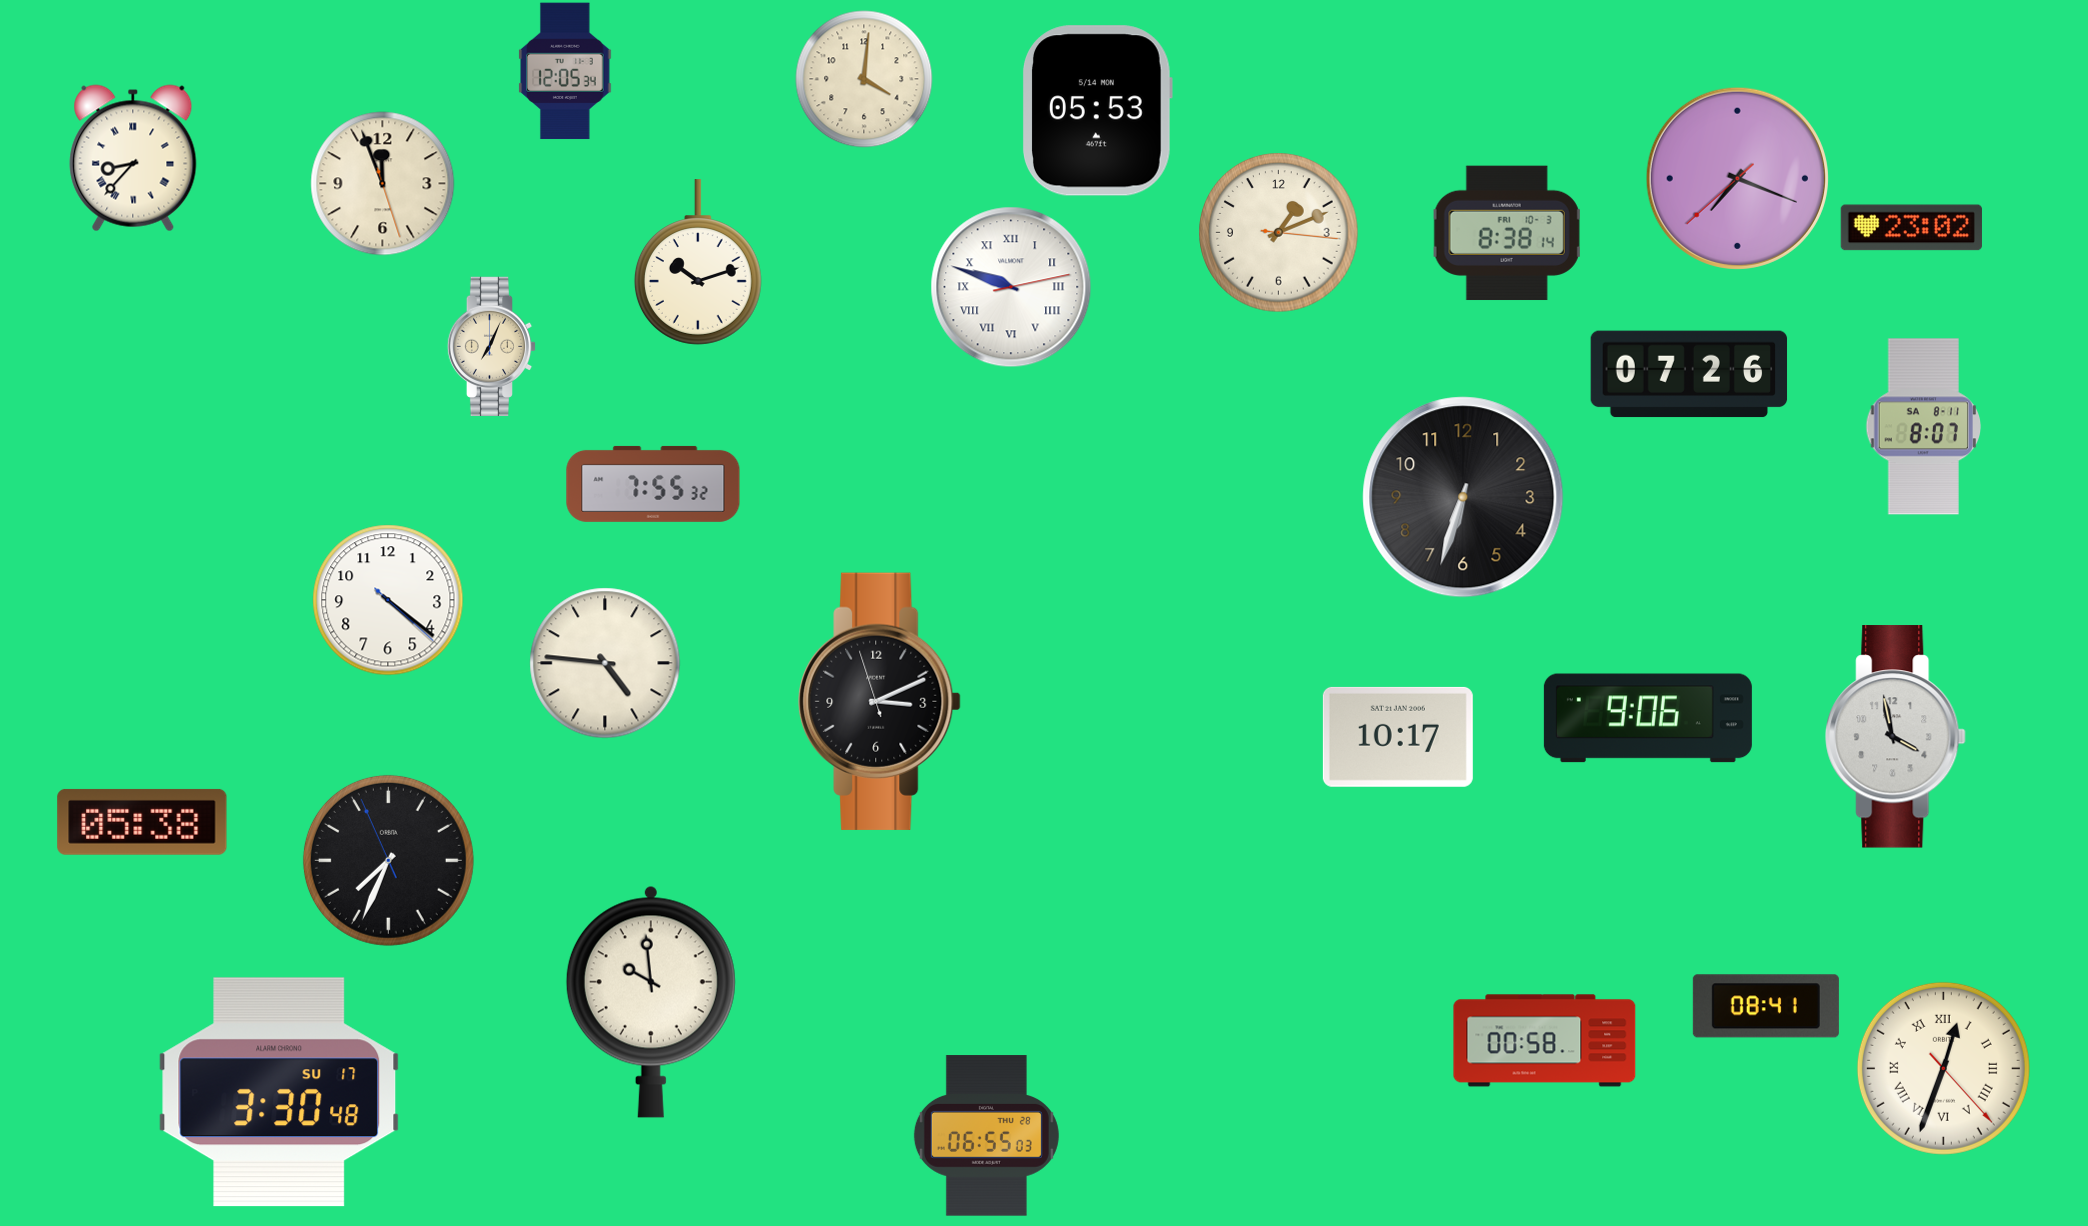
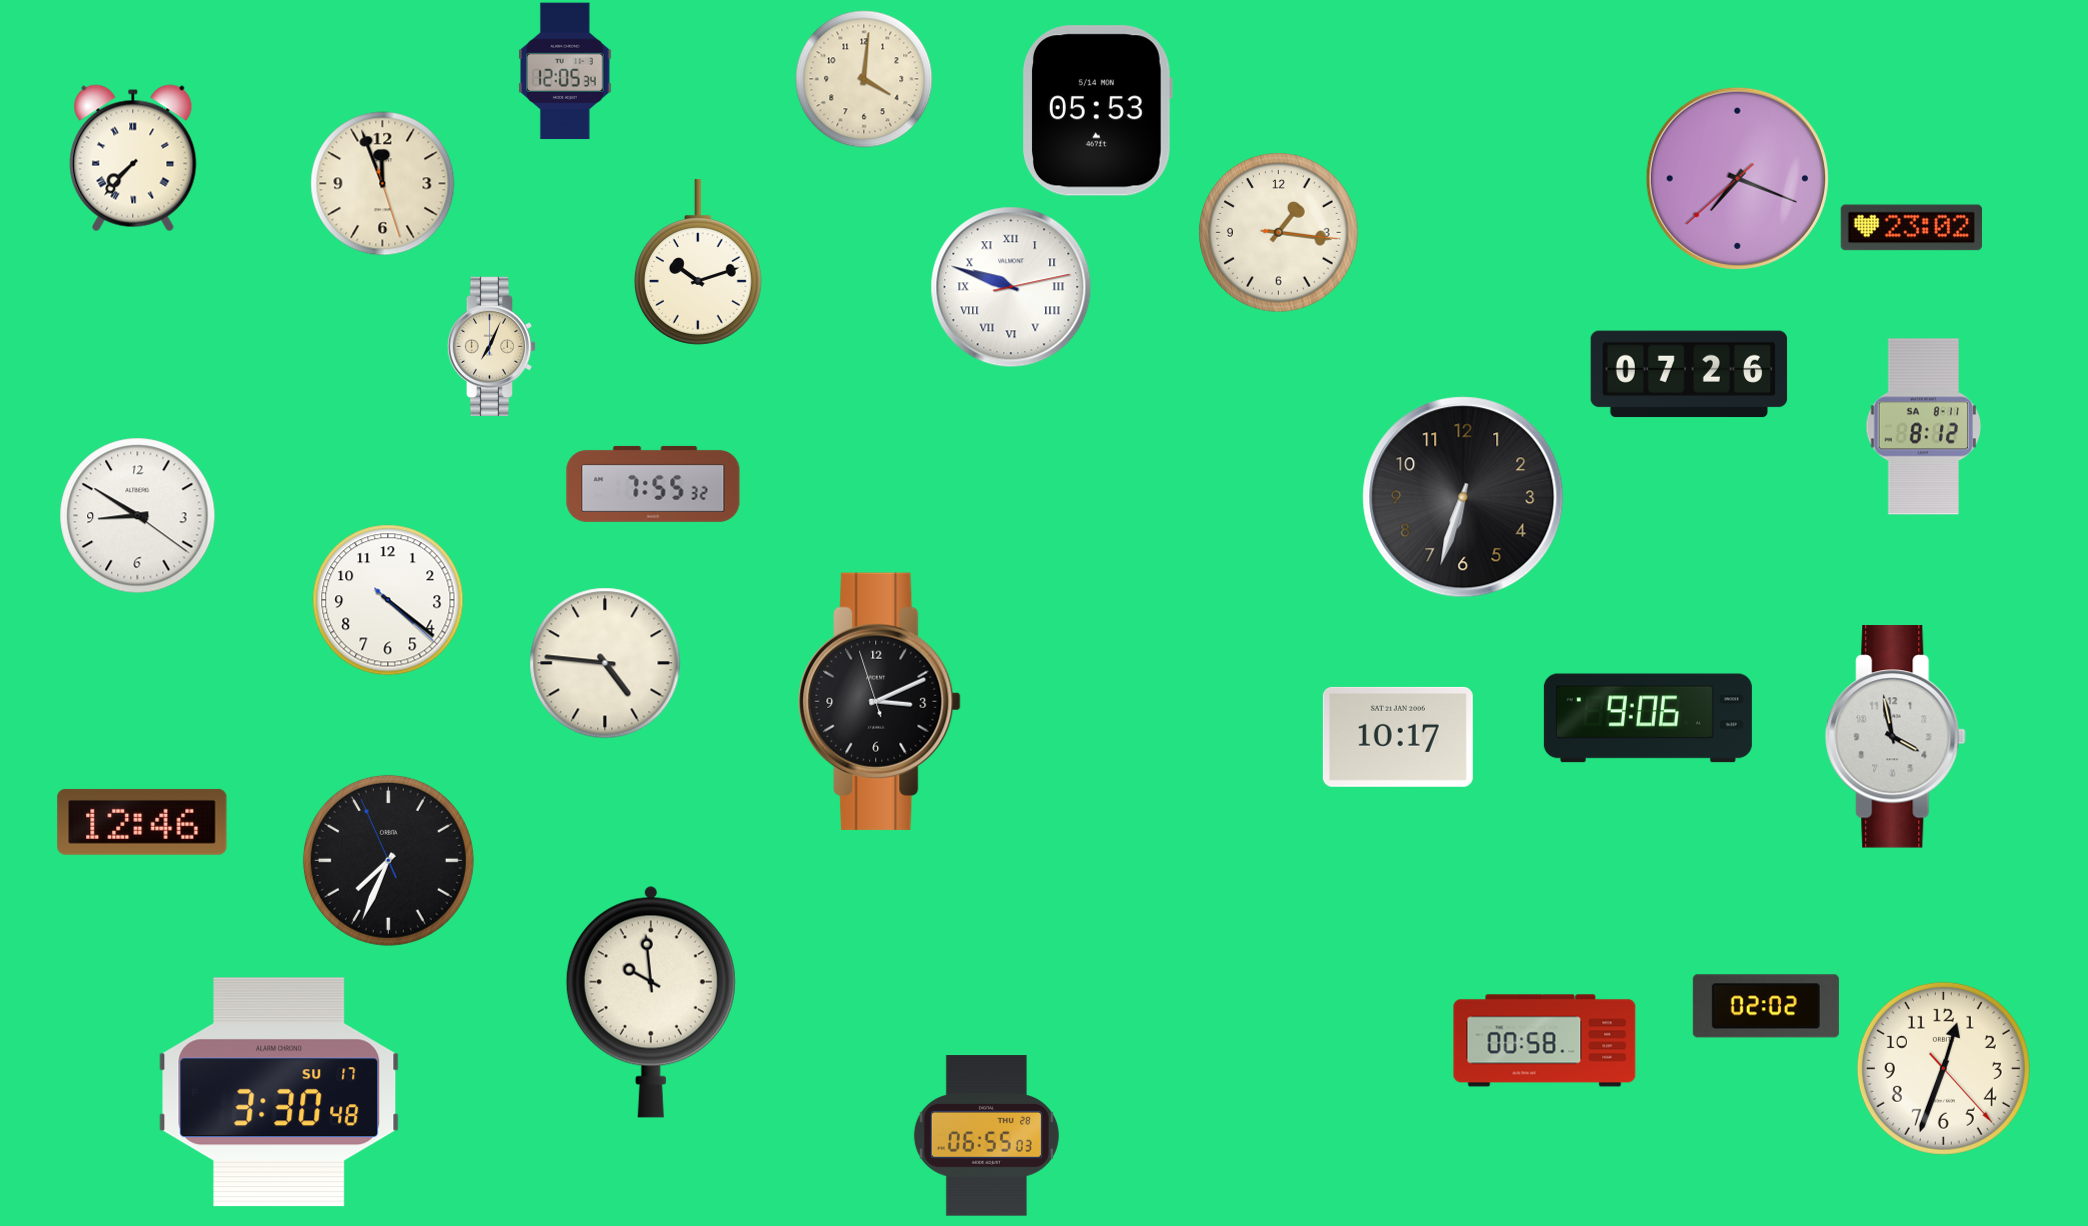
clock at (133, 158): 8:37 -> 7:37
clock at (1279, 233): 1:11 -> 1:16
clock at (1507, 233): 8:38 -> none
clock at (1923, 427): 8:07 -> 8:12
clock at (138, 516): none -> 8:50
clock at (142, 822): 05:38 -> 12:46
clock at (1766, 1006): 08:41 -> 02:02
clock at (1943, 1068) numerals: Roman -> Arabic
